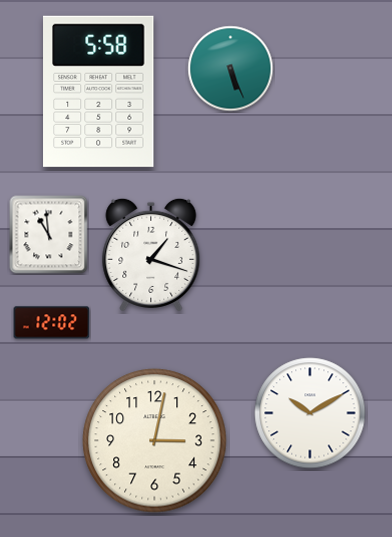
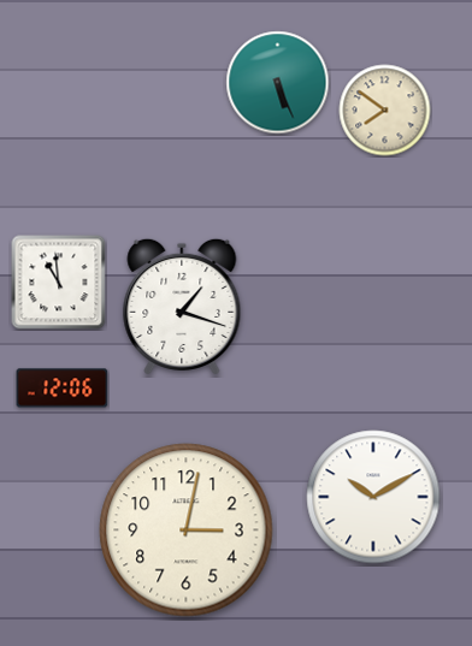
clock at (99, 91): 5:58 -> none
clock at (385, 111): none -> 7:51
clock at (52, 323): 12:02 -> 12:06
